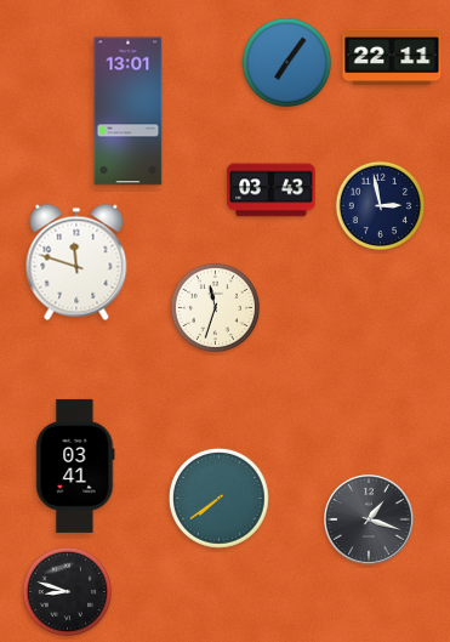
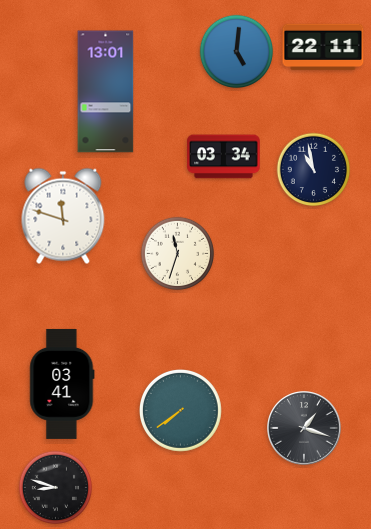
clock at (287, 63): 7:06 -> 5:01
clock at (272, 191): 03:43 -> 03:34
clock at (381, 206): 2:58 -> 10:58
